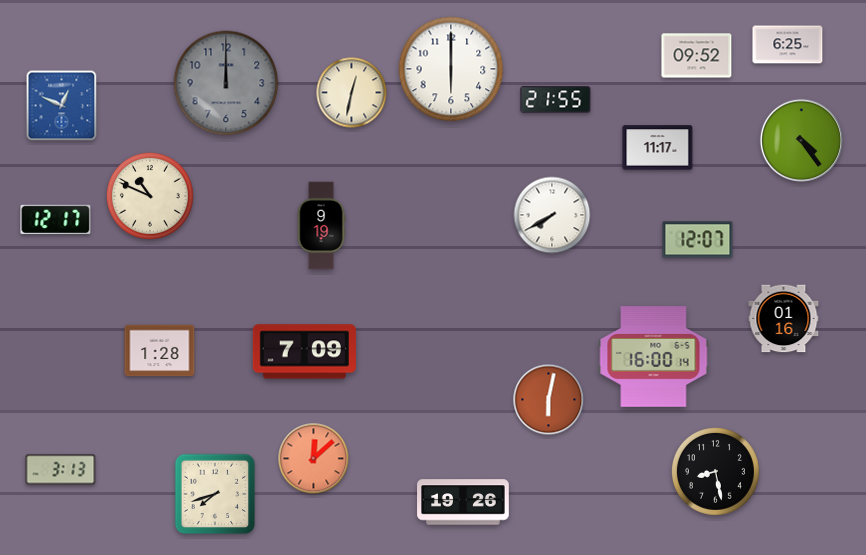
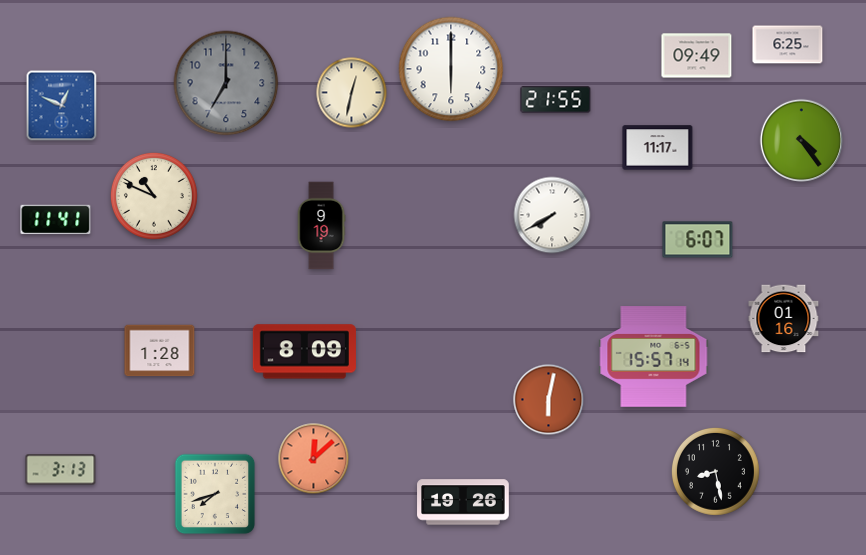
clock at (697, 56): 09:52 -> 09:49
clock at (226, 83): 12:00 -> 7:00
clock at (150, 196) position: (150, 196) -> (154, 196)
clock at (56, 220): 12:17 -> 11:41
clock at (698, 240): 12:07 -> 6:07
clock at (304, 352): 7:09 -> 8:09
clock at (654, 357): 16:00 -> 15:57
